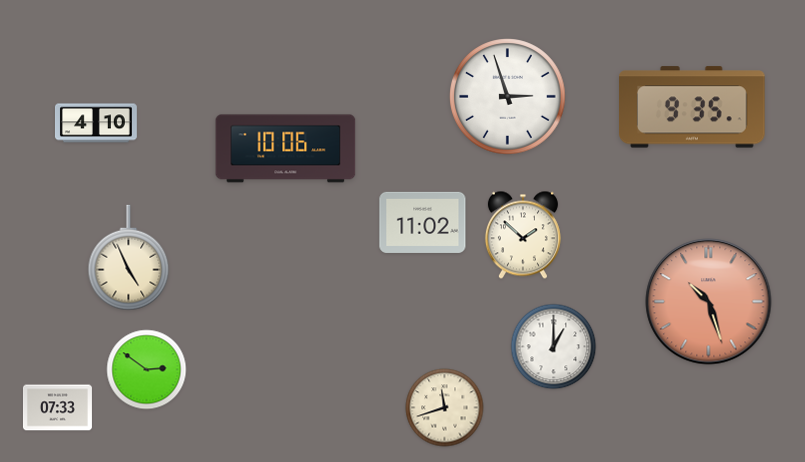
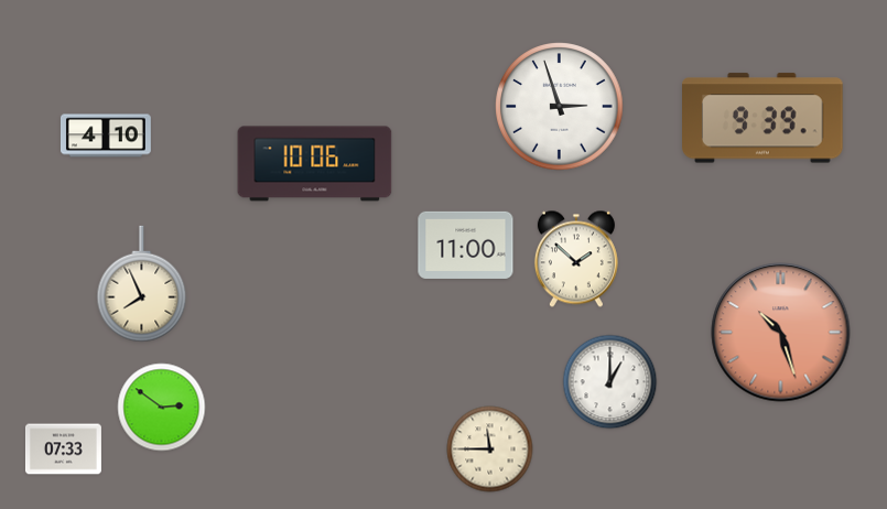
clock at (693, 107): 9:35 -> 9:39
clock at (423, 222): 11:02 -> 11:00
clock at (129, 258): 4:56 -> 7:56
clock at (445, 408): 11:42 -> 11:45
